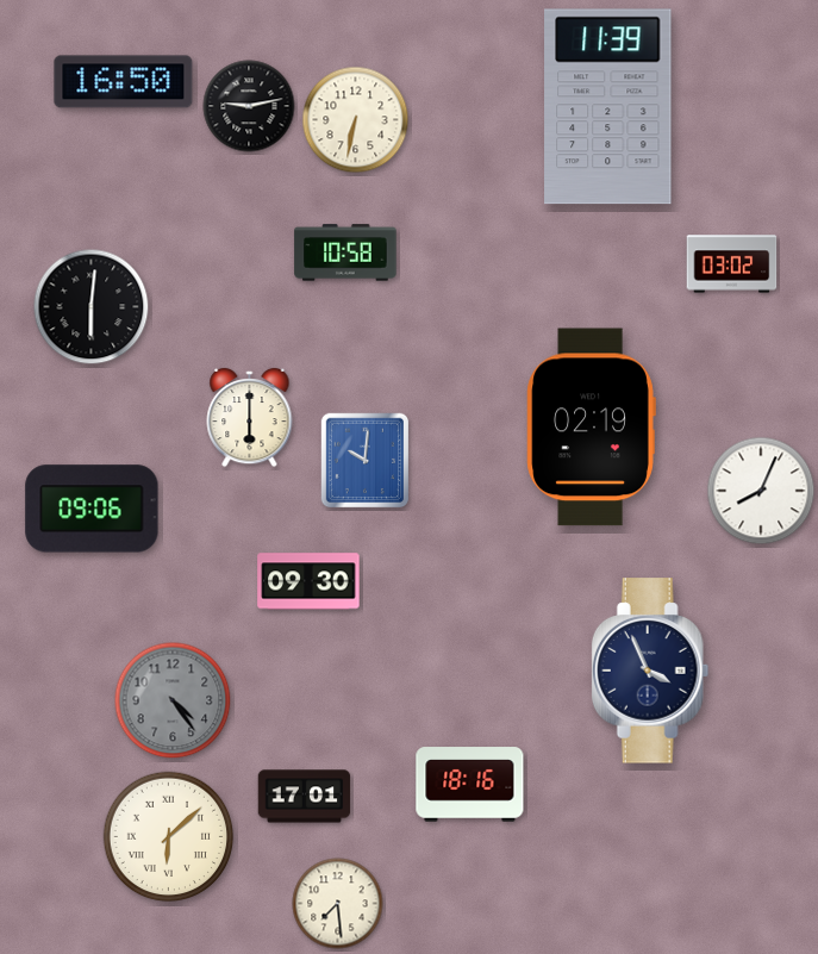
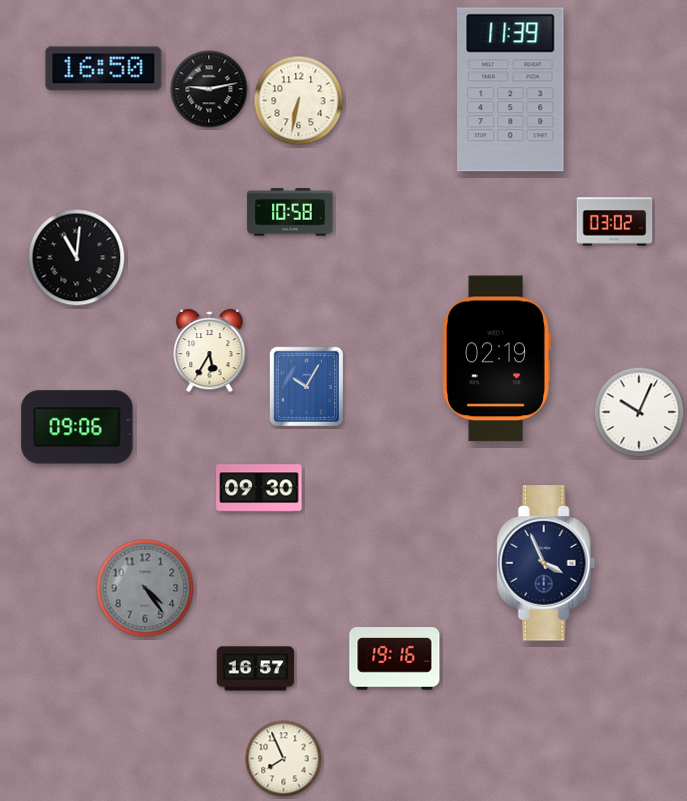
clock at (92, 307): 6:01 -> 11:01
clock at (250, 418): 6:00 -> 5:35
clock at (366, 461): 10:01 -> 10:05
clock at (761, 491): 8:04 -> 10:04
clock at (470, 785): 18:16 -> 19:16
clock at (305, 797): 17:01 -> 16:57
clock at (169, 837): 6:08 -> none
clock at (338, 904): 7:29 -> 7:56
